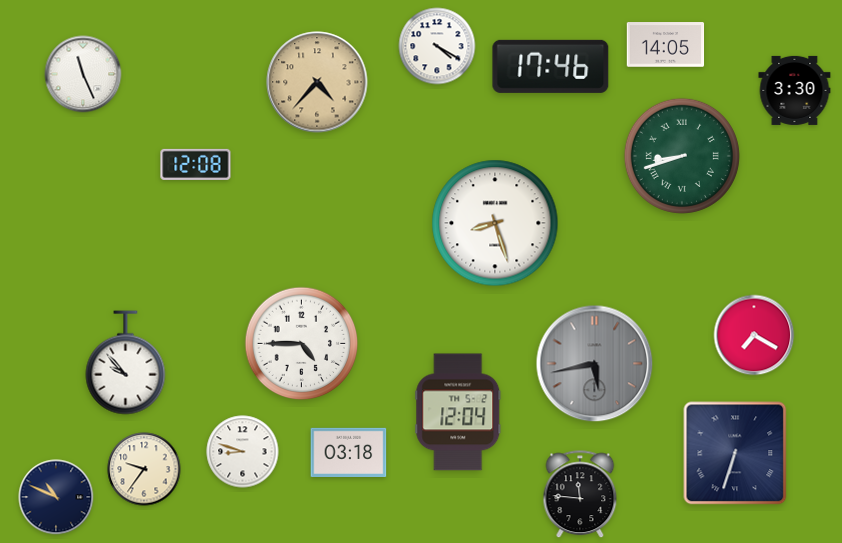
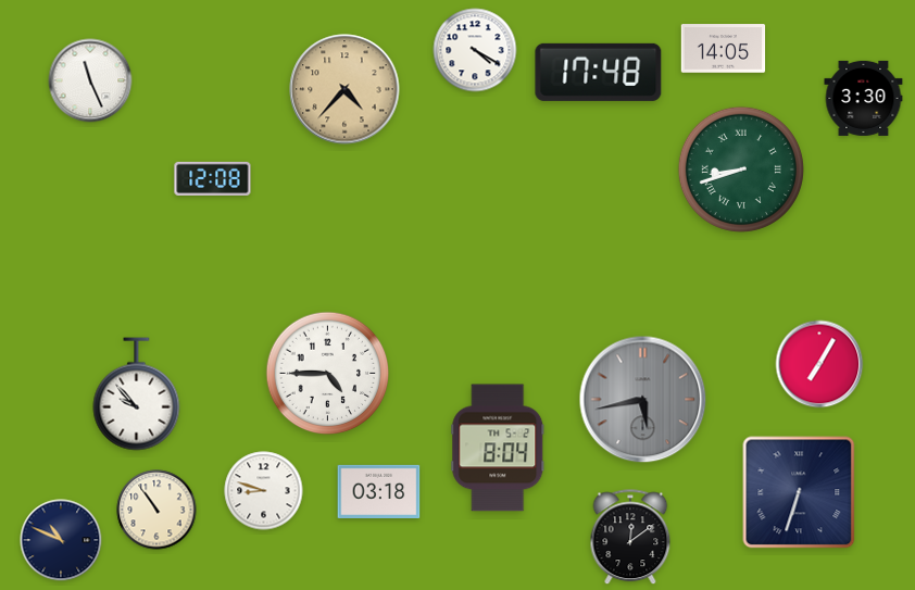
clock at (551, 66): 17:46 -> 17:48
clock at (495, 223): 8:27 -> none
clock at (754, 335): 7:20 -> 7:05
clock at (595, 364) position: (595, 364) -> (643, 400)
clock at (458, 412): 12:04 -> 8:04
clock at (144, 469): 9:36 -> 10:54
clock at (580, 495): 11:46 -> 12:09
